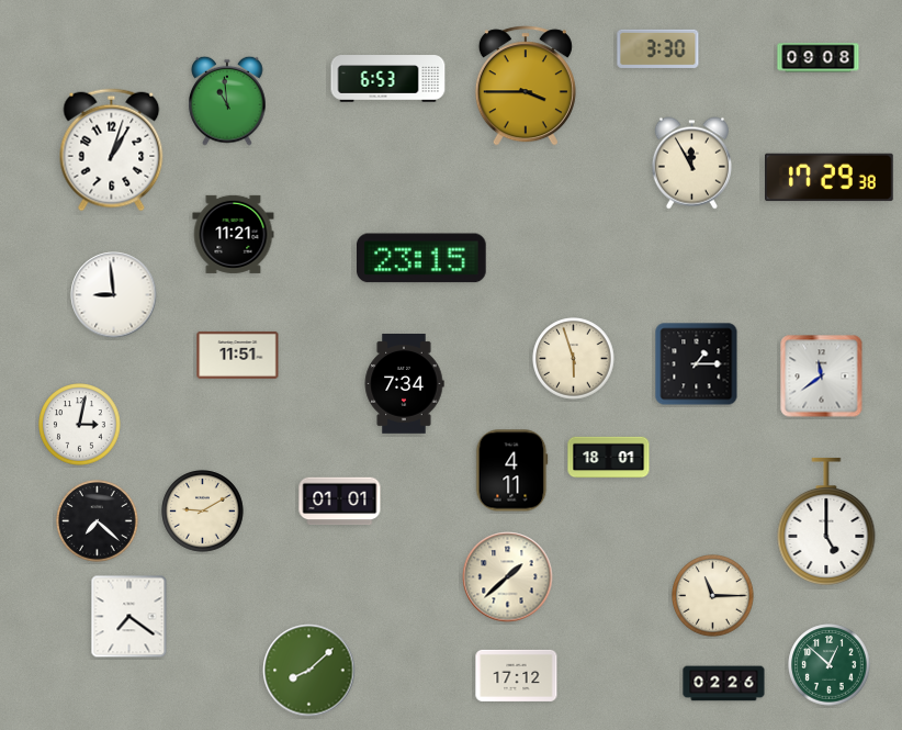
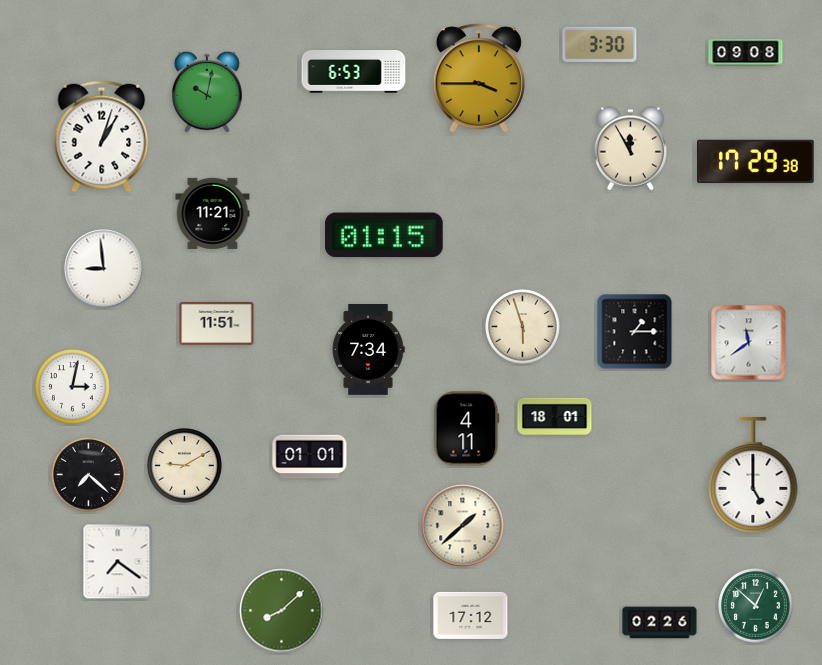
clock at (227, 101): 10:59 -> 10:02
clock at (422, 258): 23:15 -> 01:15
clock at (713, 596): 11:15 -> none
